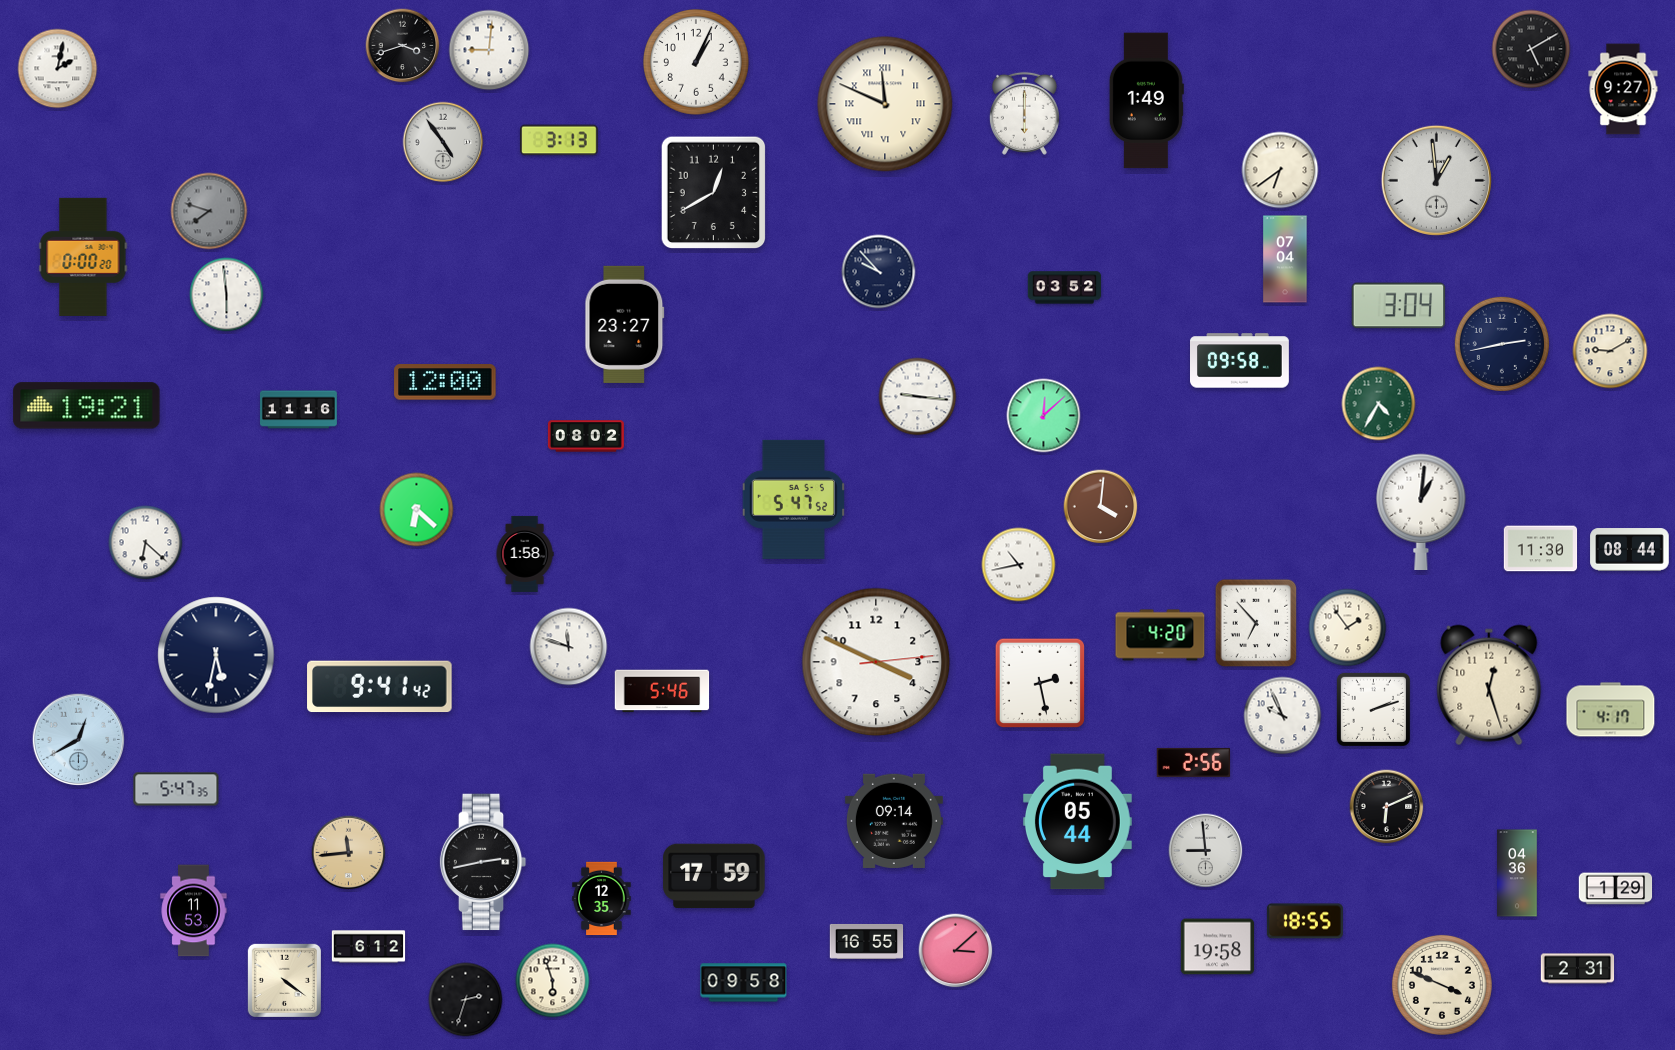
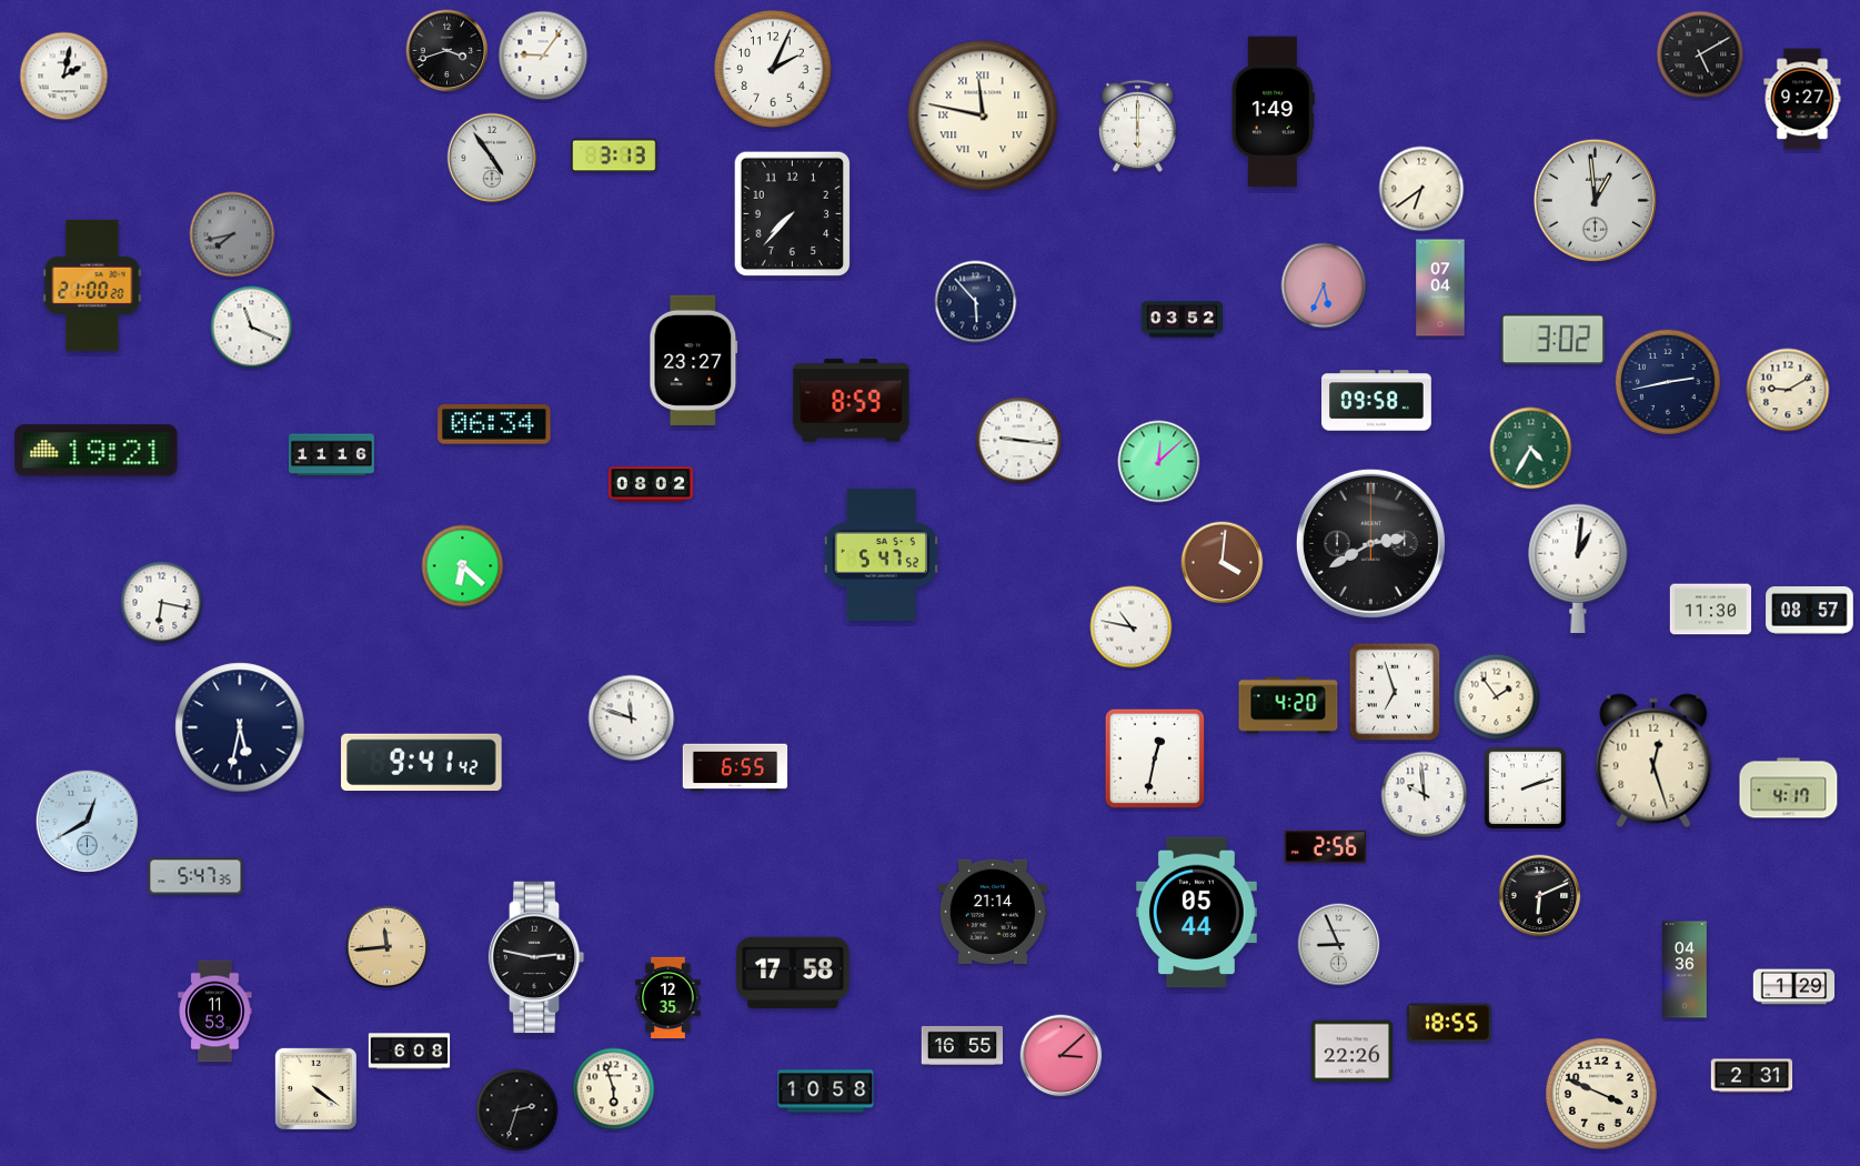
clock at (489, 50): 9:01 -> 9:06
clock at (697, 63): 1:04 -> 2:04
clock at (885, 104): 11:49 -> 11:47
clock at (560, 140) position: (560, 140) -> (615, 155)
clock at (714, 193): 12:40 -> 7:37
clock at (209, 211): 7:48 -> 7:43
clock at (83, 257): 0:00 -> 21:00
clock at (1324, 285): none -> 5:34
clock at (1285, 259) position: (1285, 259) -> (1440, 288)
clock at (879, 272): 9:53 -> 5:53
clock at (227, 295): 5:59 -> 11:19
clock at (1399, 306): 3:04 -> 3:02
clock at (852, 401): none -> 8:59
clock at (445, 382): 12:00 -> 06:34
clock at (1370, 543): none -> 2:40
clock at (146, 543): 6:22 -> 6:17
clock at (1630, 550): 08:44 -> 08:57
clock at (525, 554): 1:58 -> none
clock at (1019, 565): 10:43 -> 10:47
clock at (1256, 623): 6:53 -> 6:57
clock at (876, 662): 3:49 -> none
clock at (1040, 683): 2:28 -> 12:32
clock at (662, 691): 5:46 -> 6:55
clock at (1283, 716): 9:56 -> 9:59
clock at (894, 821): 09:14 -> 21:14
clock at (1206, 851): 8:59 -> 8:56
clock at (483, 862): 2:43 -> 2:47
clock at (714, 876): 17:59 -> 17:58
clock at (369, 947): 6:12 -> 6:08
clock at (1218, 947): 19:58 -> 22:26
clock at (744, 983): 09:58 -> 10:58
